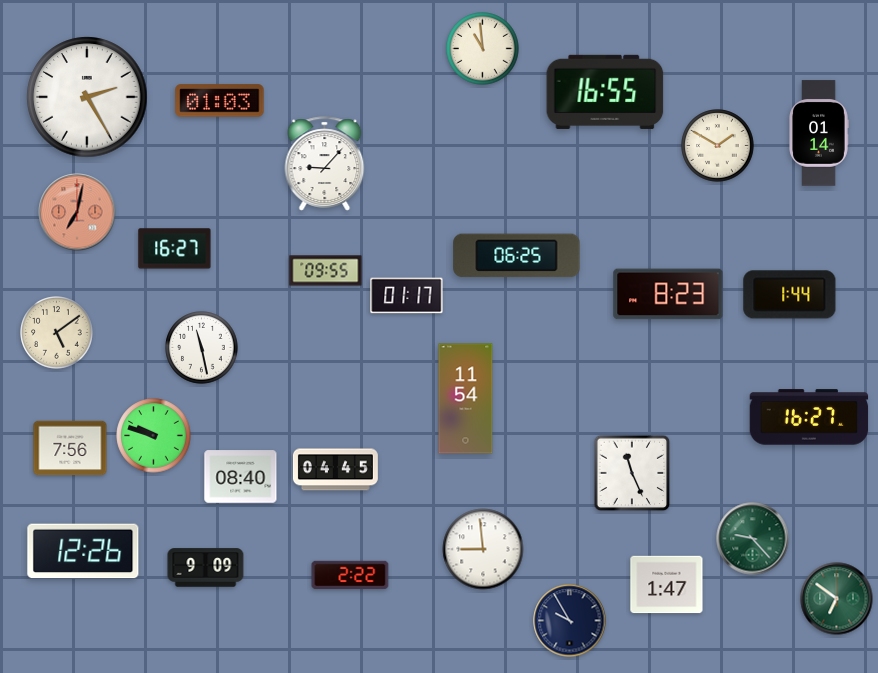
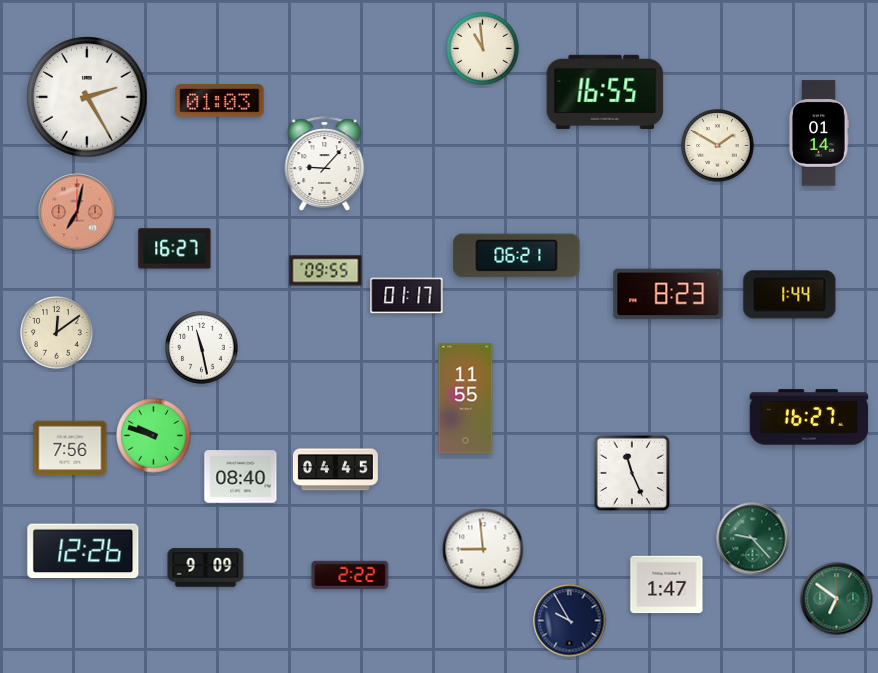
clock at (517, 256): 06:25 -> 06:21
clock at (57, 333): 5:09 -> 12:09
clock at (466, 399): 11:54 -> 11:55
